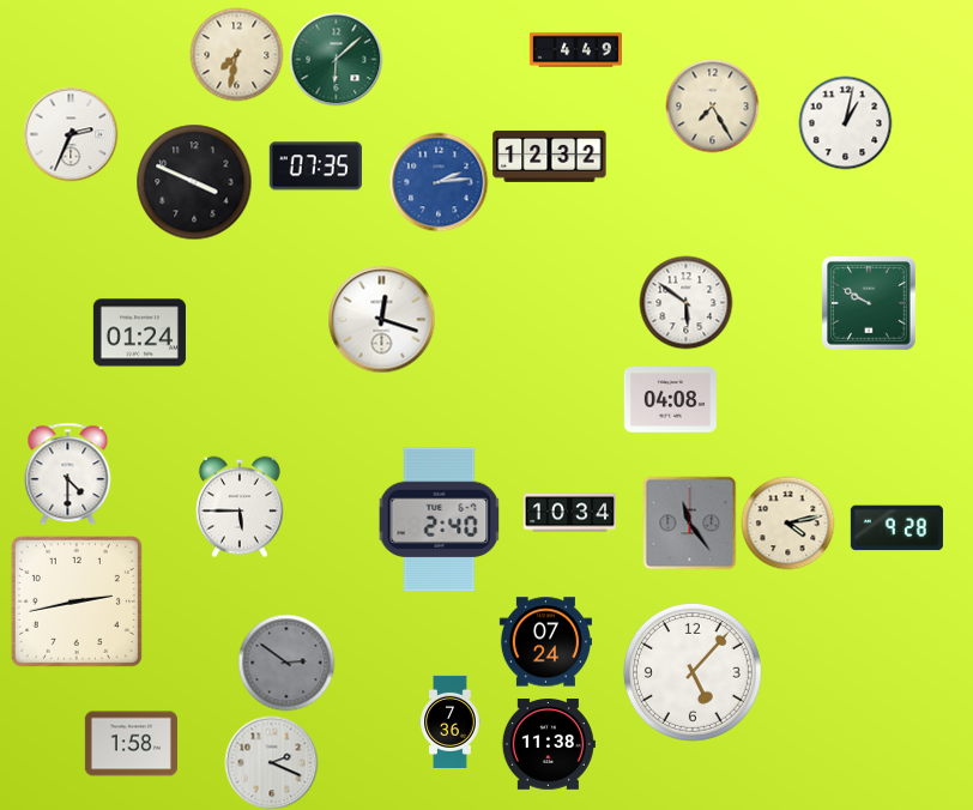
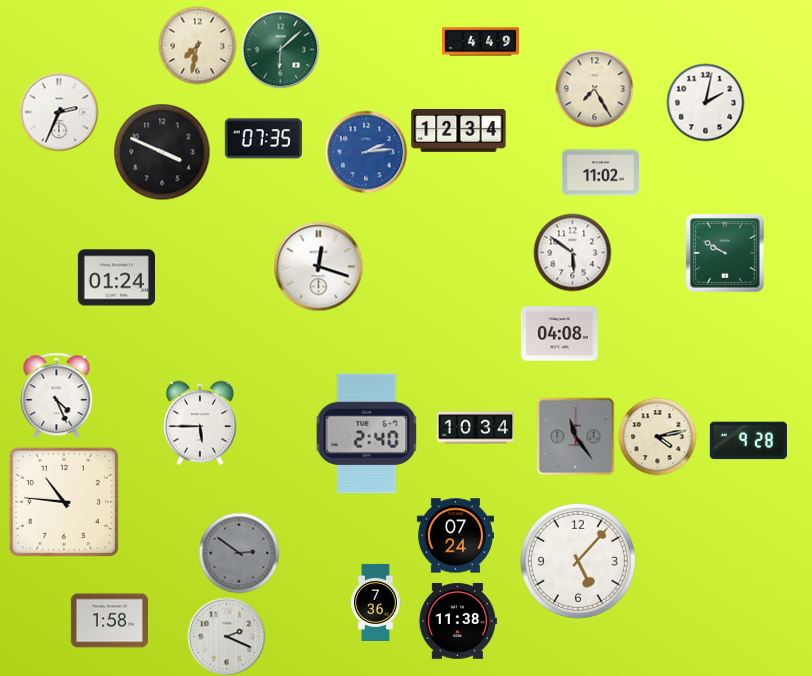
clock at (845, 122): 1:02 -> 2:02
clock at (550, 156): 12:32 -> 12:34
clock at (600, 173): none -> 11:02
clock at (68, 473): 4:30 -> 4:26
clock at (77, 602): 2:43 -> 10:46
